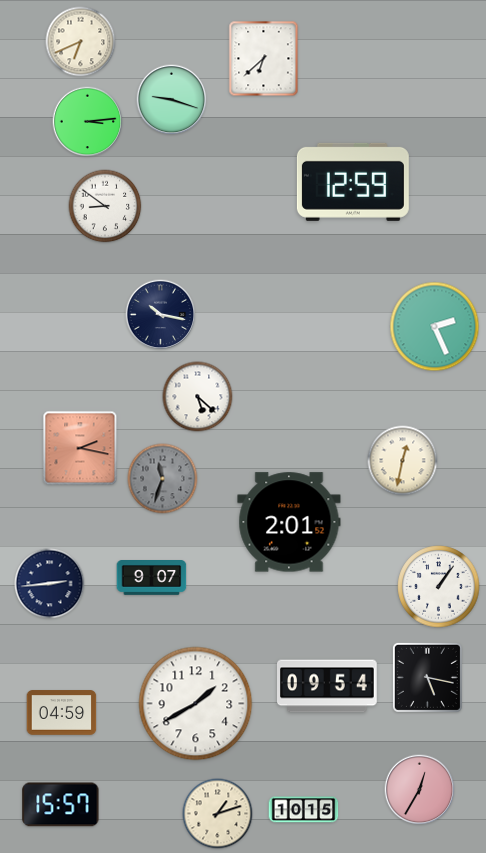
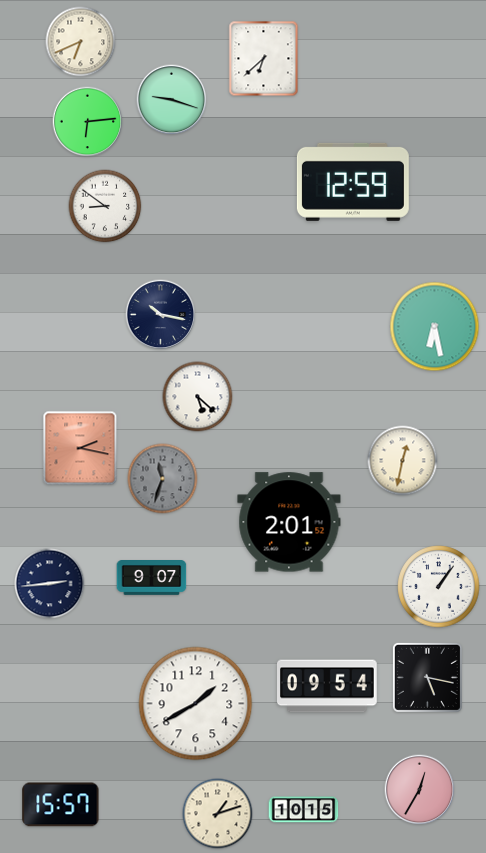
clock at (88, 122): 3:14 -> 6:14
clock at (435, 327): 2:26 -> 6:28
clock at (62, 713): 04:59 -> none
